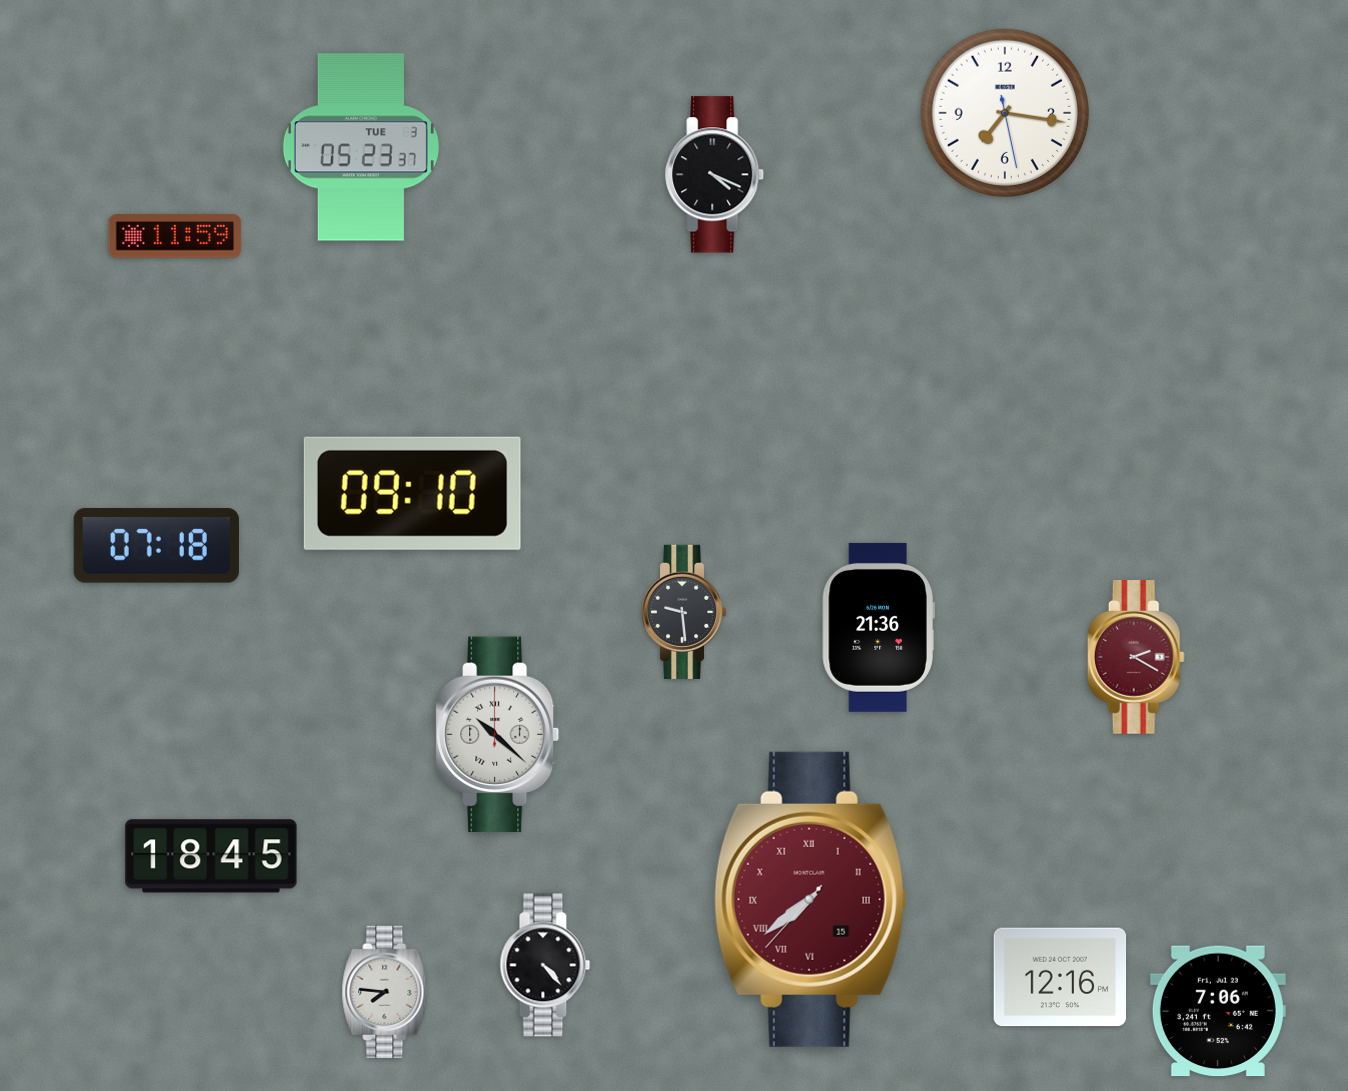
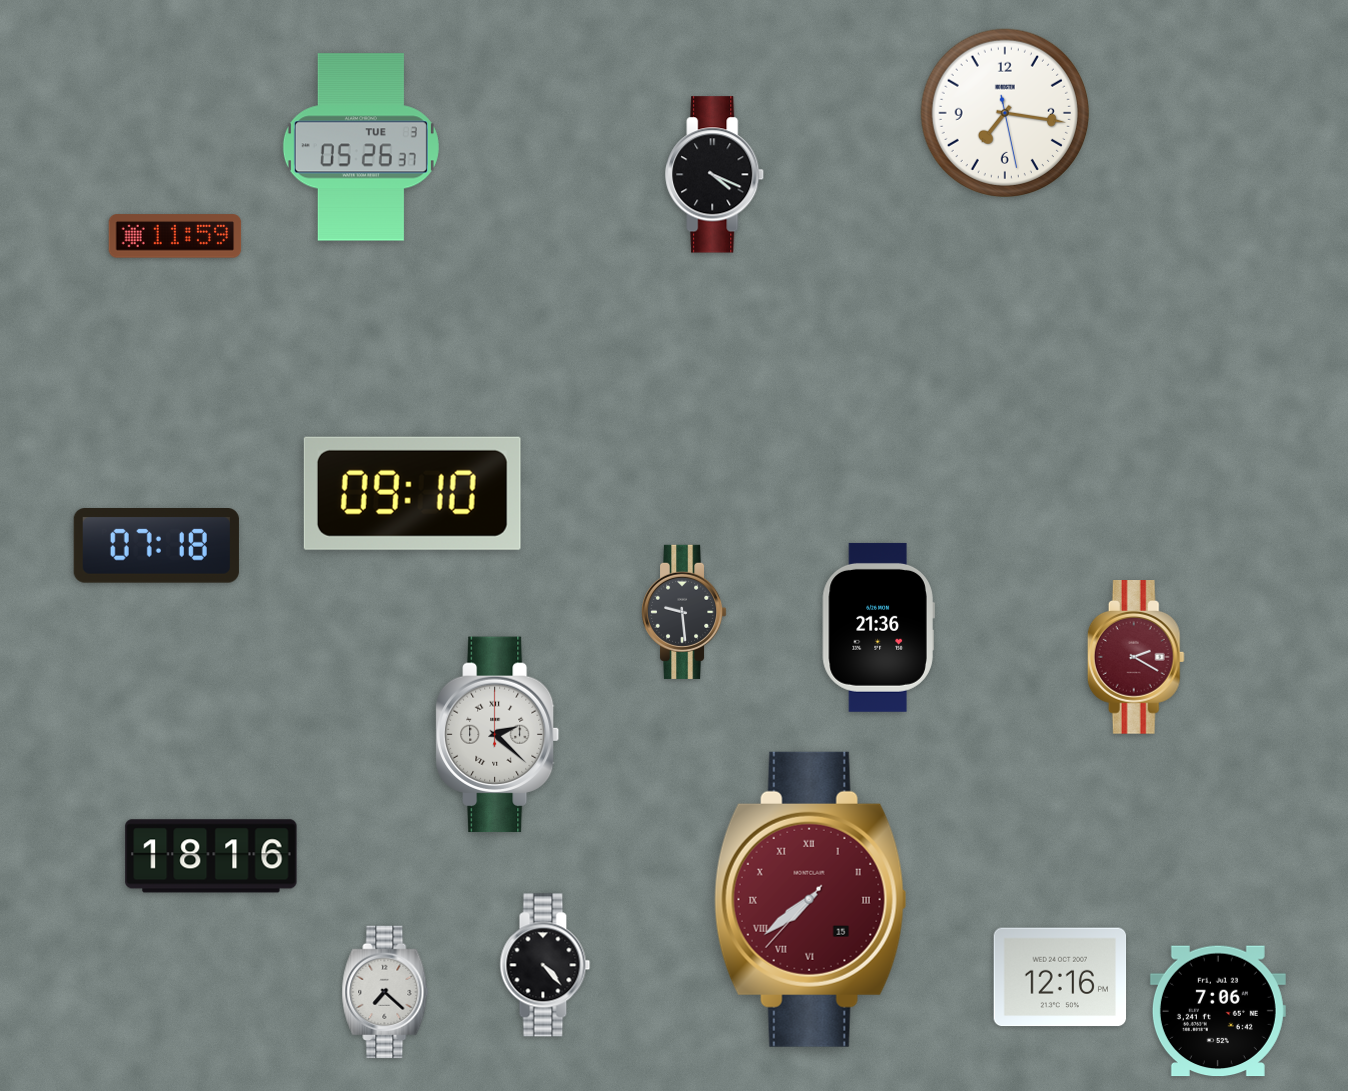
clock at (361, 147): 05:23 -> 05:26
clock at (498, 735): 10:22 -> 2:22
clock at (211, 856): 18:45 -> 18:16
clock at (385, 992): 7:46 -> 7:22
